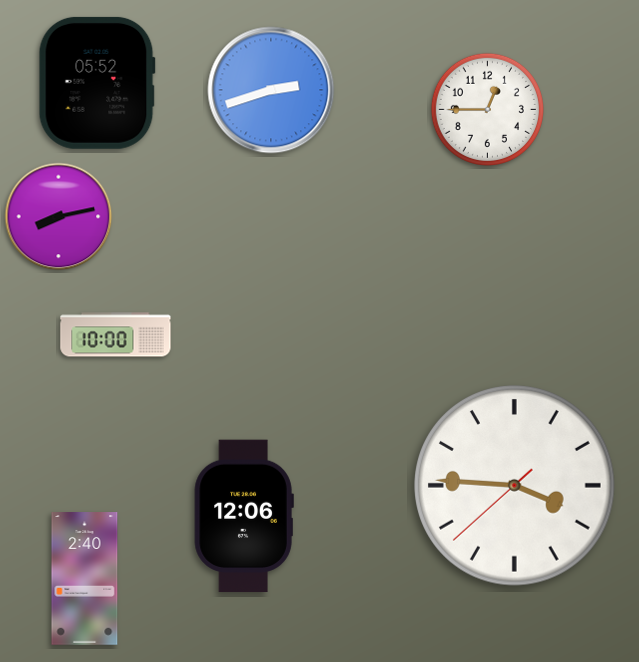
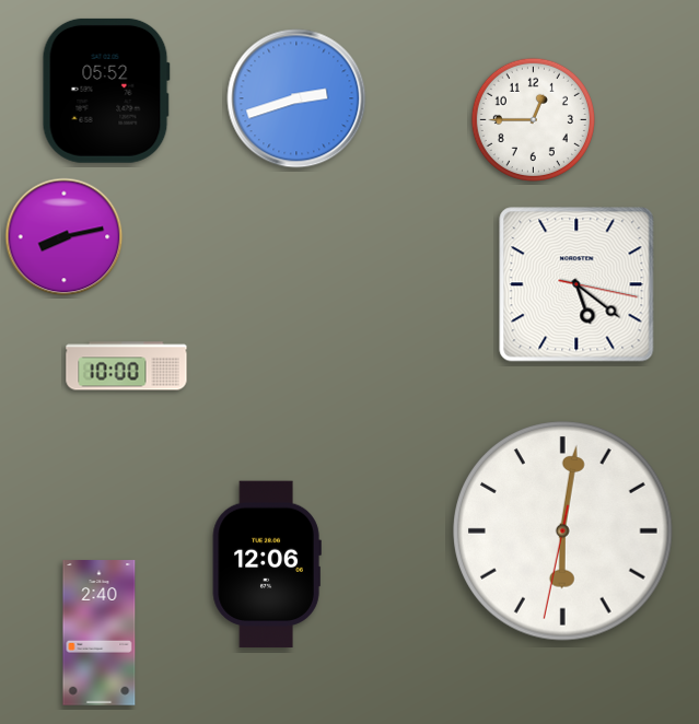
clock at (576, 284): none -> 5:21
clock at (515, 486): 3:45 -> 6:01
clock at (85, 579) position: (85, 579) -> (100, 633)
